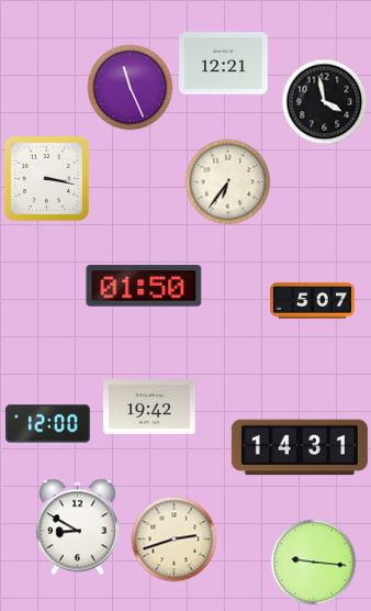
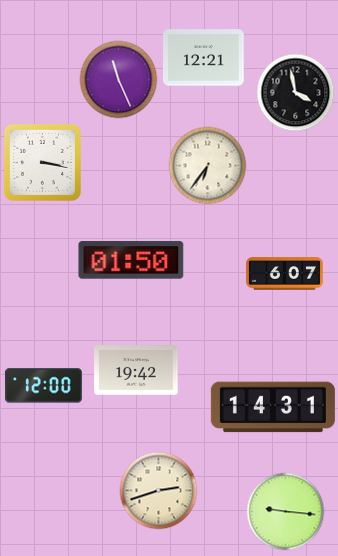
clock at (312, 301): 5:07 -> 6:07
clock at (77, 526): 8:50 -> none
